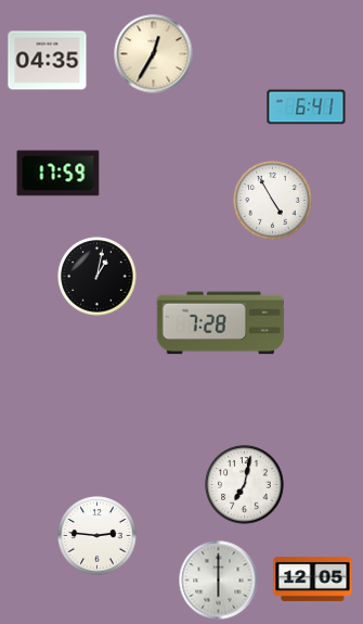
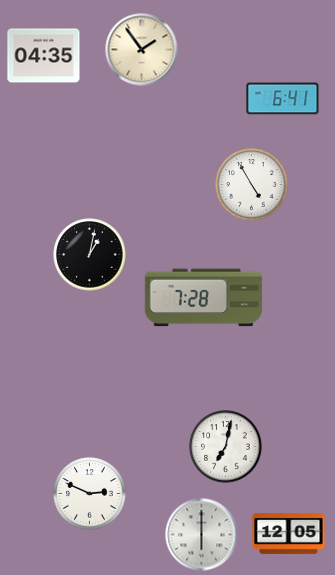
clock at (154, 54): 12:35 -> 1:54
clock at (59, 174): 17:59 -> none
clock at (98, 536): 2:46 -> 2:49
